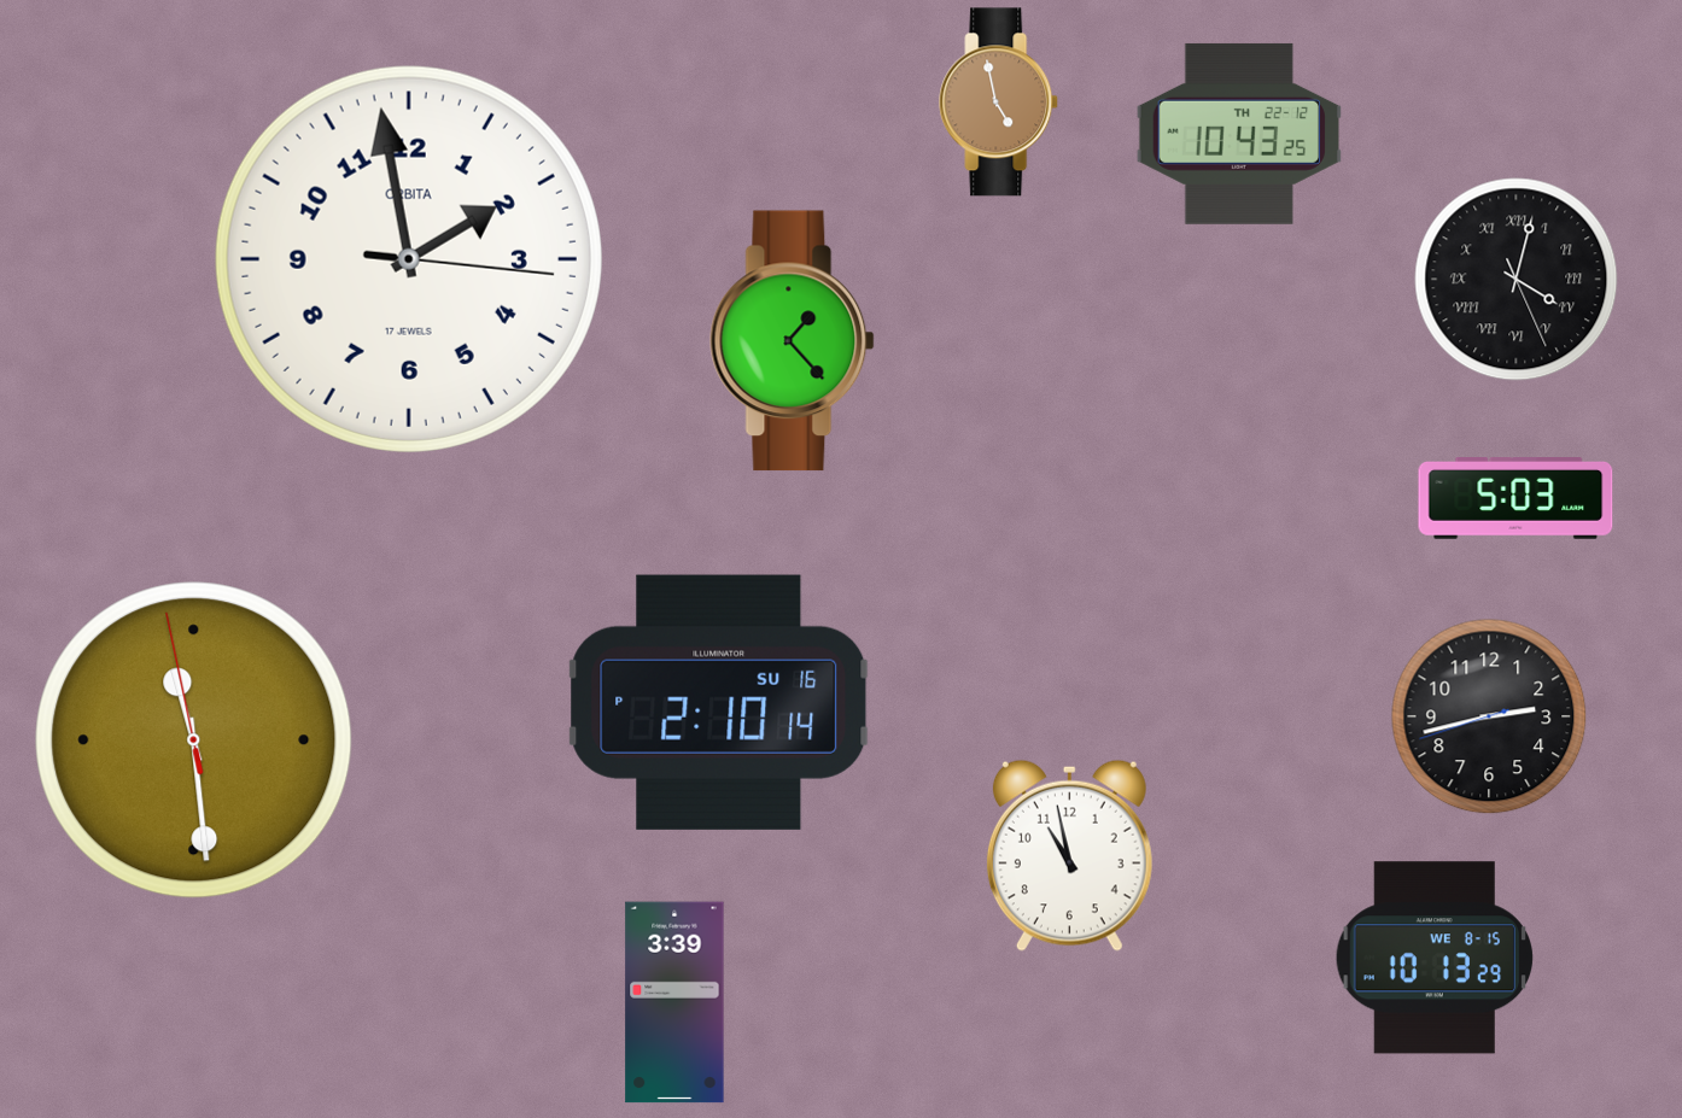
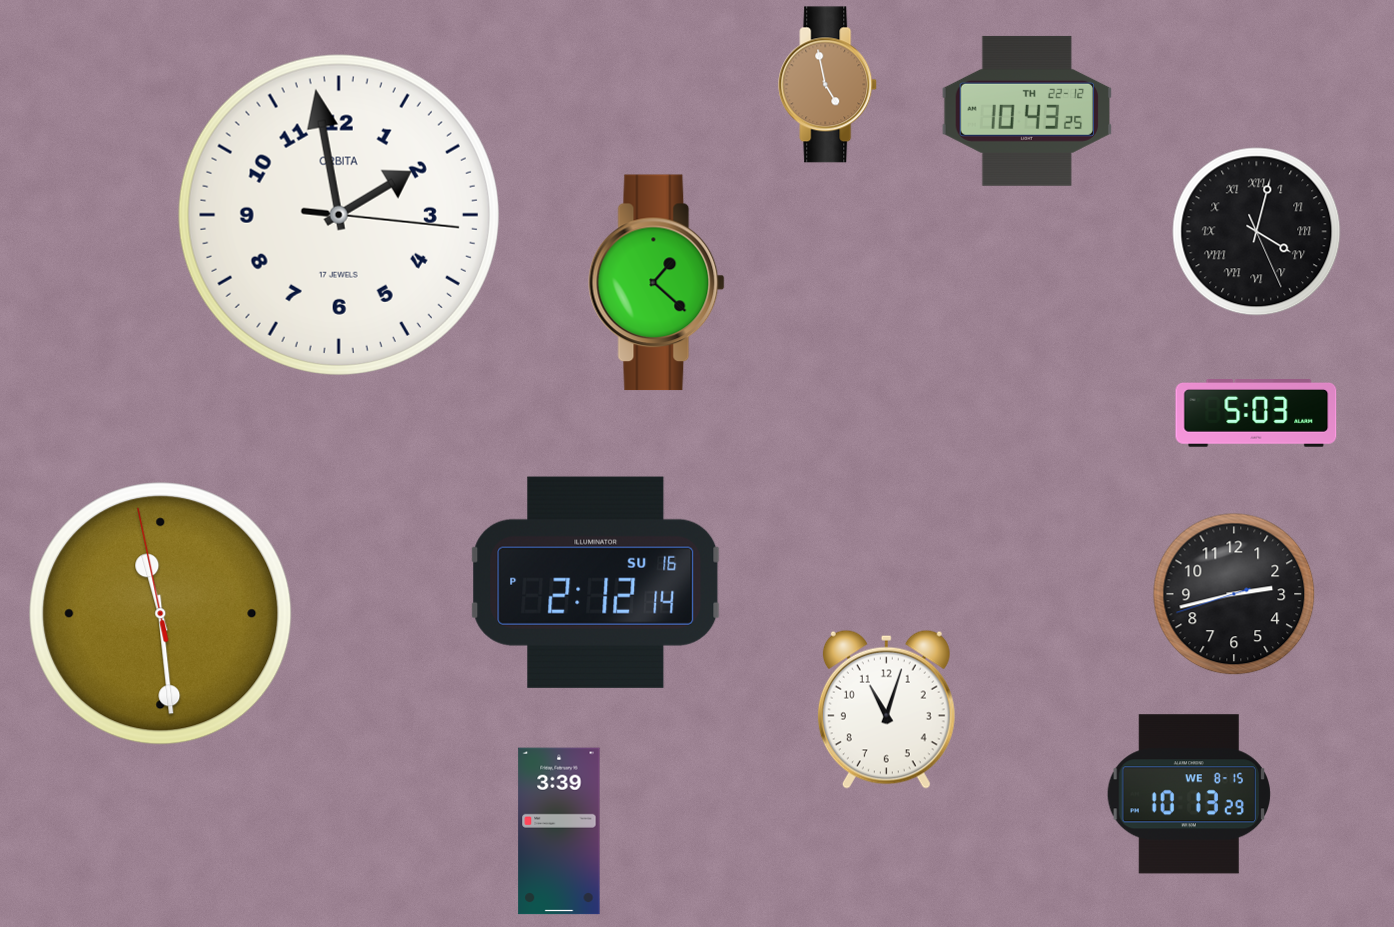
clock at (793, 341): 1:23 -> 1:22
clock at (719, 702): 2:10 -> 2:12
clock at (1069, 855): 10:58 -> 11:03
